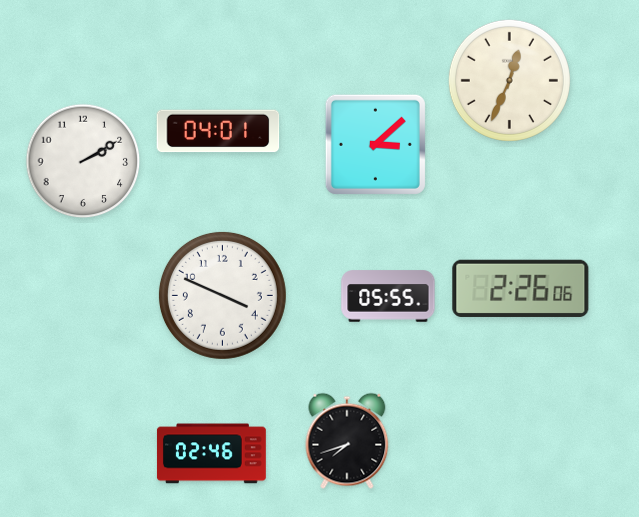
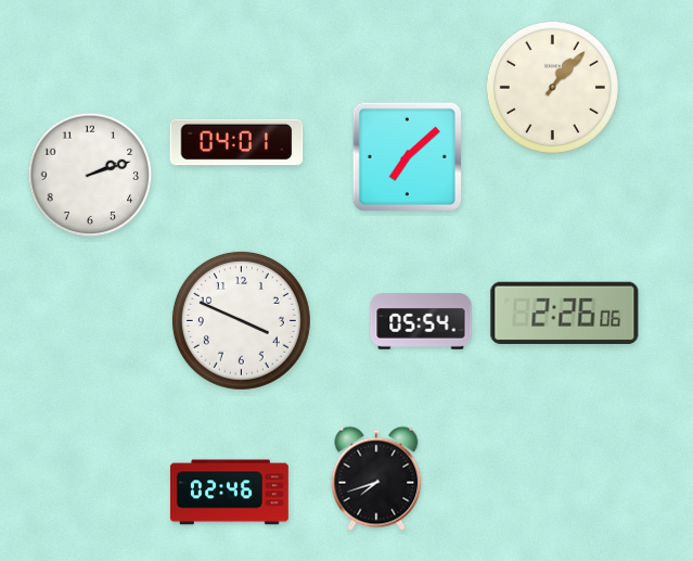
clock at (509, 80): 12:34 -> 1:07
clock at (375, 144): 3:08 -> 7:08
clock at (83, 161): 2:10 -> 2:12
clock at (388, 296): 05:55 -> 05:54
